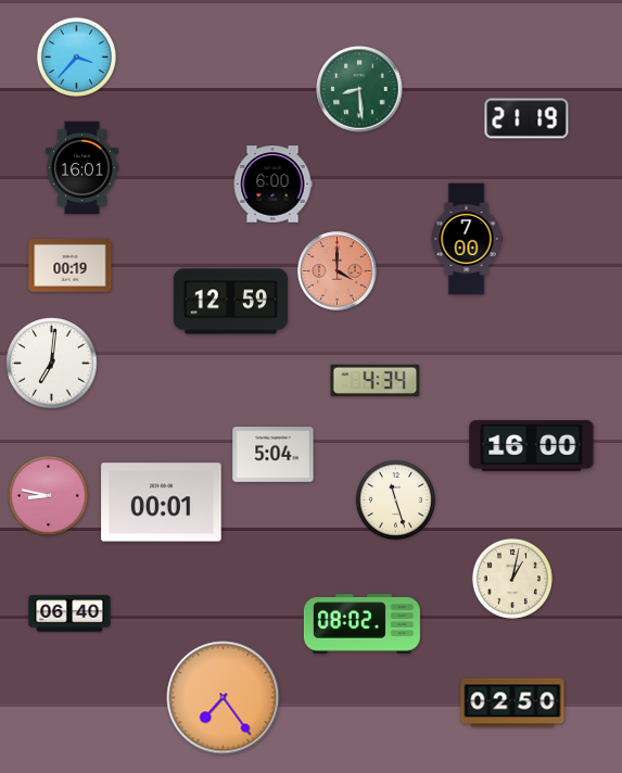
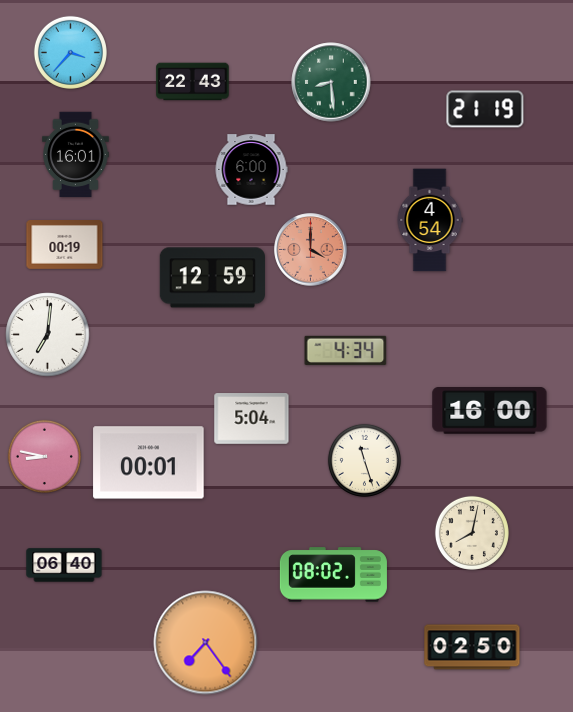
clock at (193, 82): none -> 22:43
clock at (467, 239): 7:00 -> 4:54
clock at (512, 579): 1:02 -> 8:02
